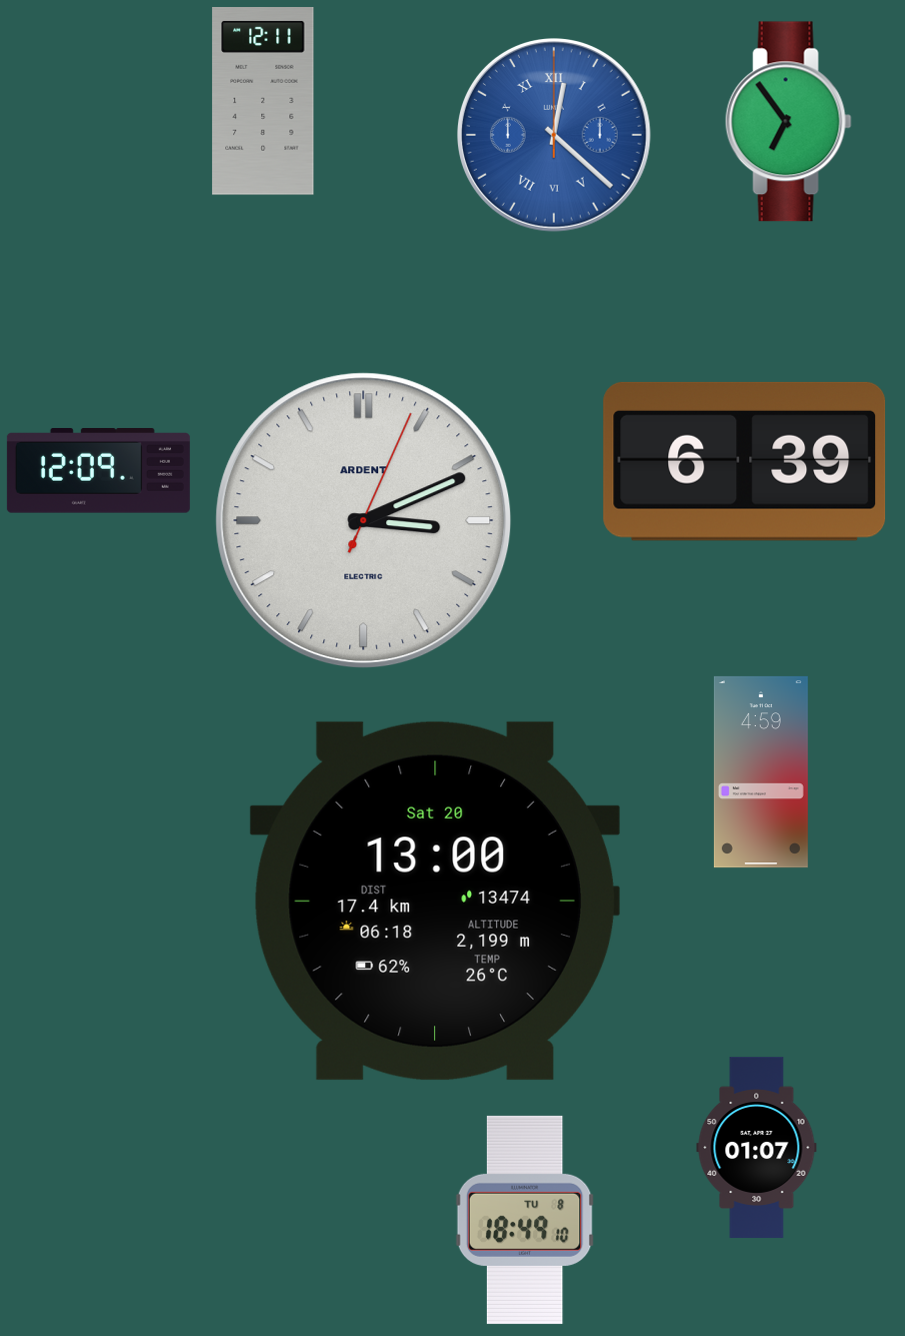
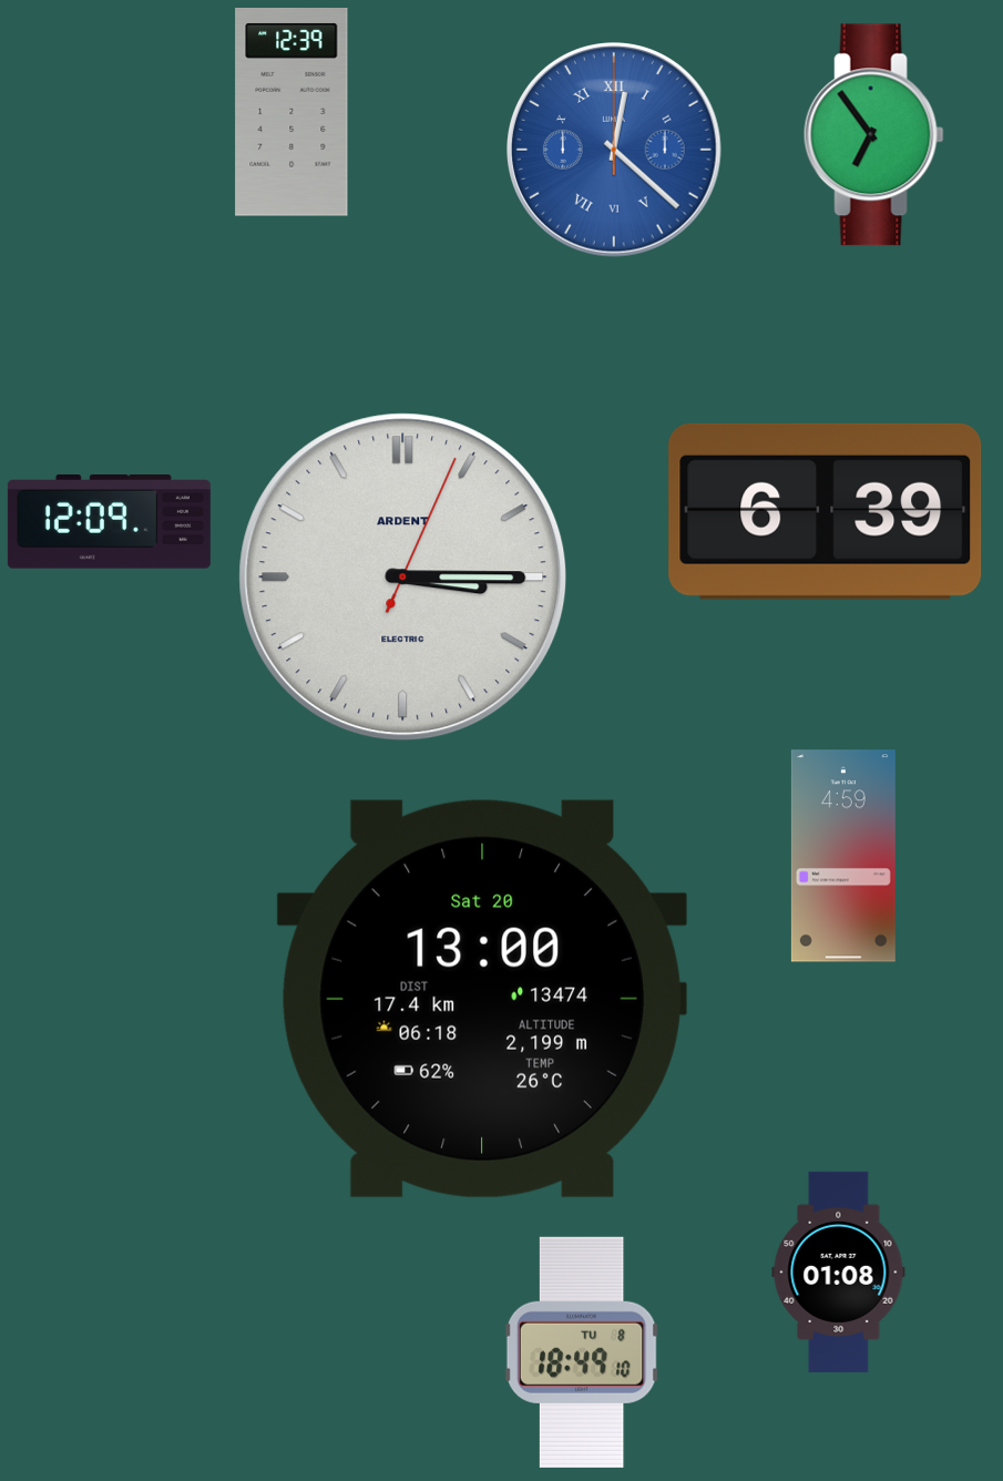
clock at (263, 102): 12:11 -> 12:39
clock at (364, 521): 3:11 -> 3:15
clock at (757, 1147): 01:07 -> 01:08
